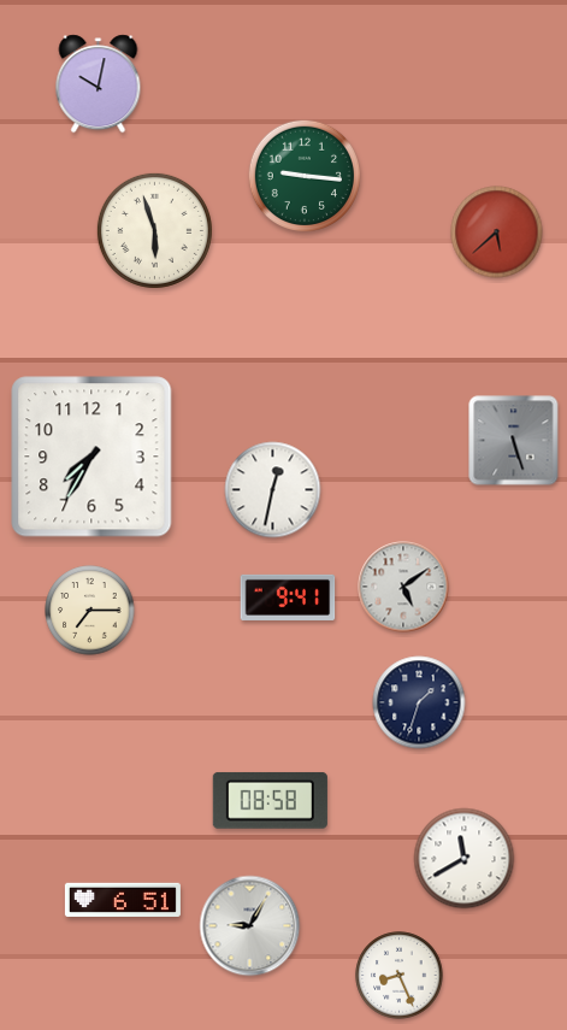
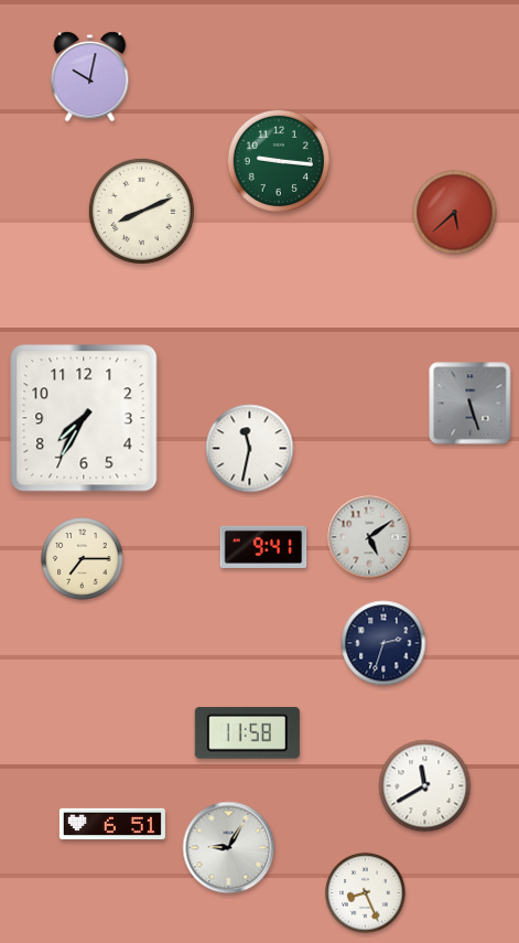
clock at (154, 230): 5:57 -> 8:11
clock at (273, 490): 12:32 -> 11:32
clock at (419, 702): 1:33 -> 2:33
clock at (270, 800): 08:58 -> 11:58
